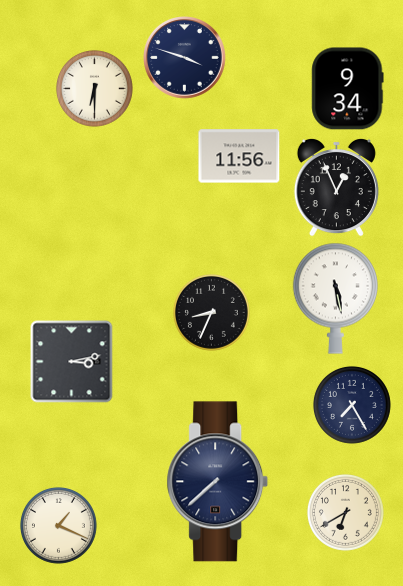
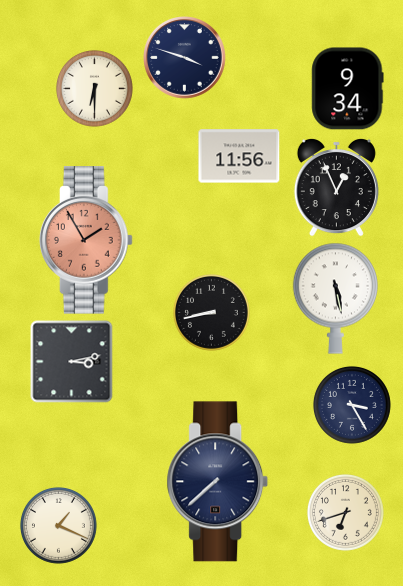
clock at (86, 240): none -> 1:55
clock at (211, 312): 8:34 -> 8:43
clock at (352, 405): 7:25 -> 3:25
clock at (345, 512): 6:40 -> 6:42
